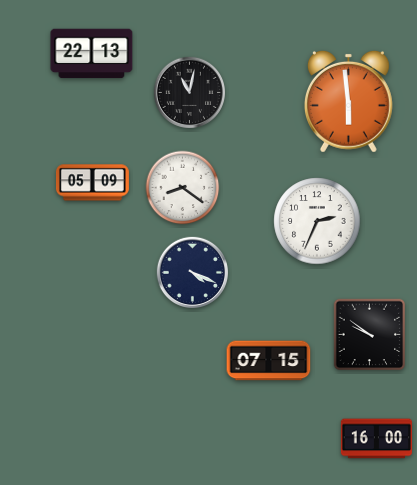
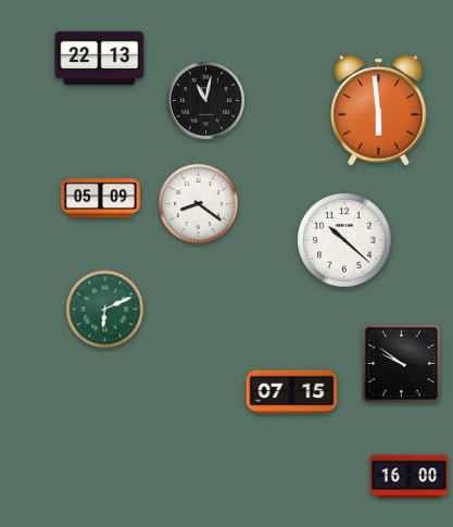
clock at (317, 221): 2:34 -> 10:22
clock at (192, 272): 4:19 -> none
clock at (105, 310): none -> 6:11
